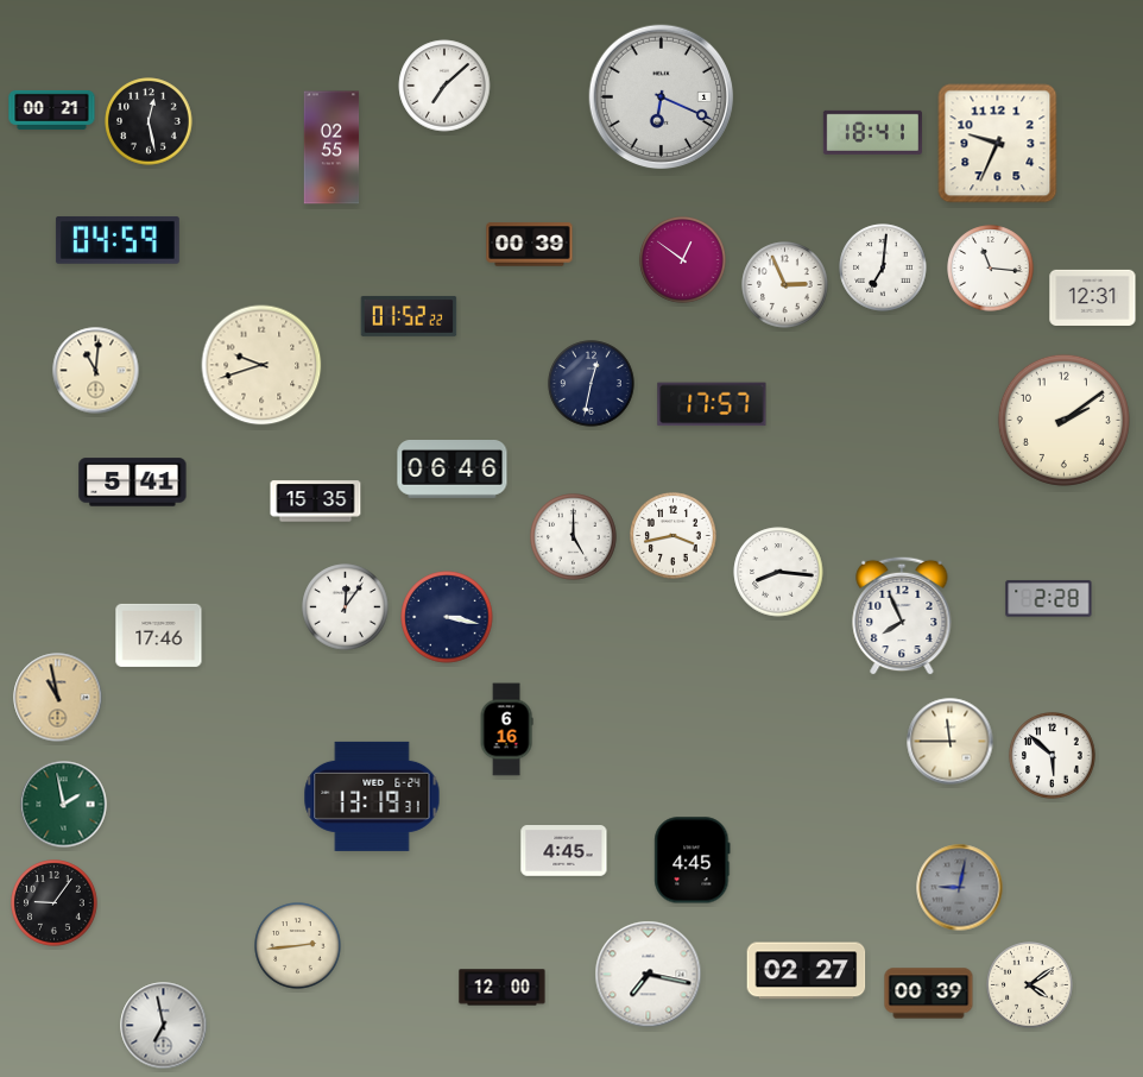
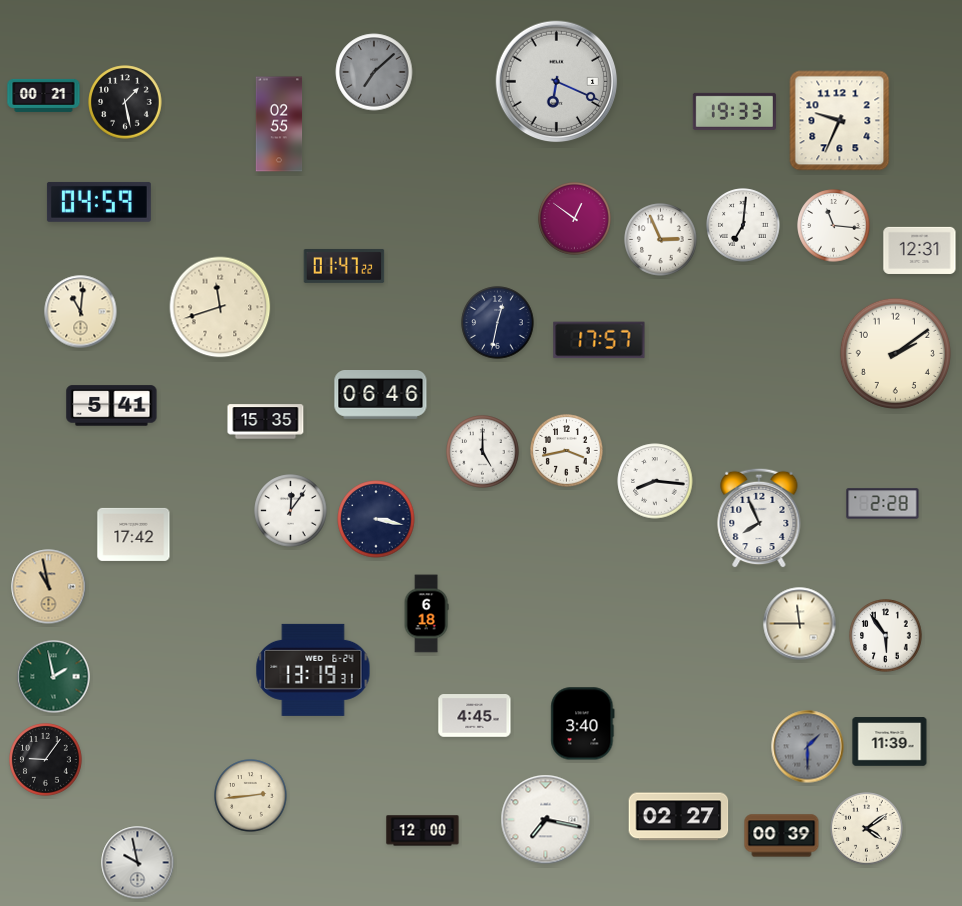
clock at (444, 86) dial: white -> grey
clock at (52, 109) position: (52, 109) -> (44, 95)
clock at (149, 121): 12:28 -> 1:28
clock at (872, 132): 18:41 -> 19:33
clock at (530, 245): 00:39 -> none
clock at (409, 316): 01:52 -> 01:47
clock at (261, 365): 9:42 -> 11:42
clock at (159, 635): 17:46 -> 17:42
clock at (506, 730): 6:16 -> 6:18
clock at (1053, 756): 5:52 -> 5:54
clock at (693, 861): 4:45 -> 3:40
clock at (890, 742): none -> 11:39
clock at (960, 888): 9:02 -> 1:30
clock at (164, 1026): 6:58 -> 9:58
